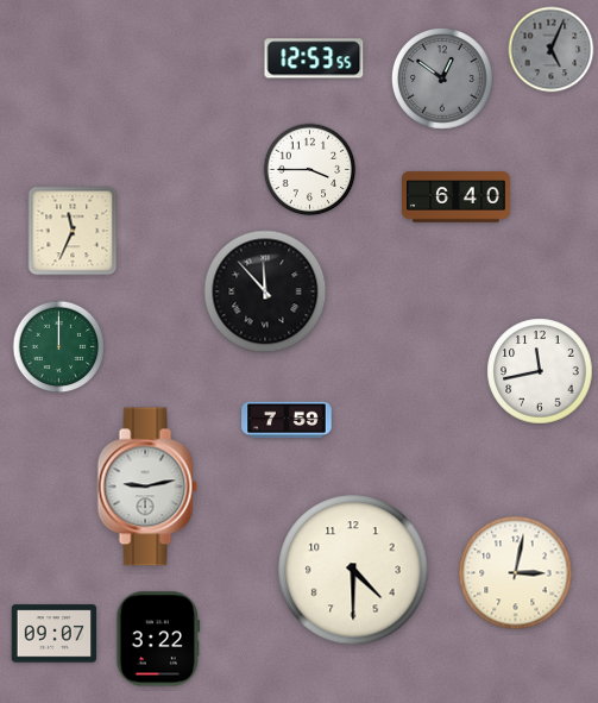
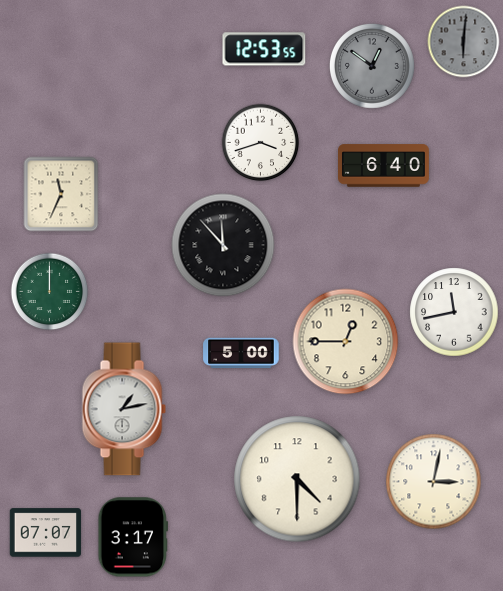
clock at (552, 50): 5:04 -> 6:01
clock at (310, 170): 3:45 -> 3:42
clock at (346, 342): none -> 12:45
clock at (287, 420): 7:59 -> 5:00
clock at (147, 487): 9:13 -> 1:13
clock at (55, 634): 09:07 -> 07:07
clock at (158, 639): 3:22 -> 3:17
